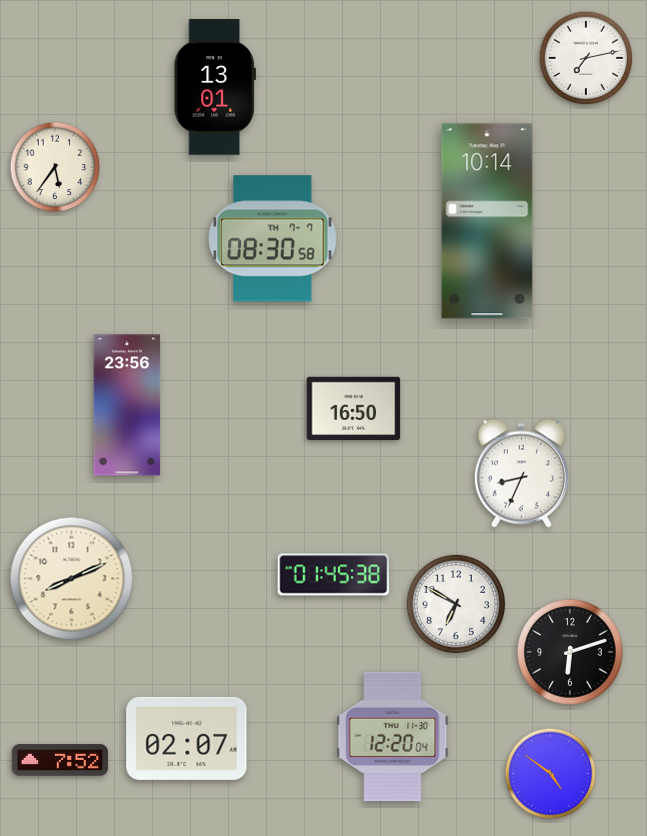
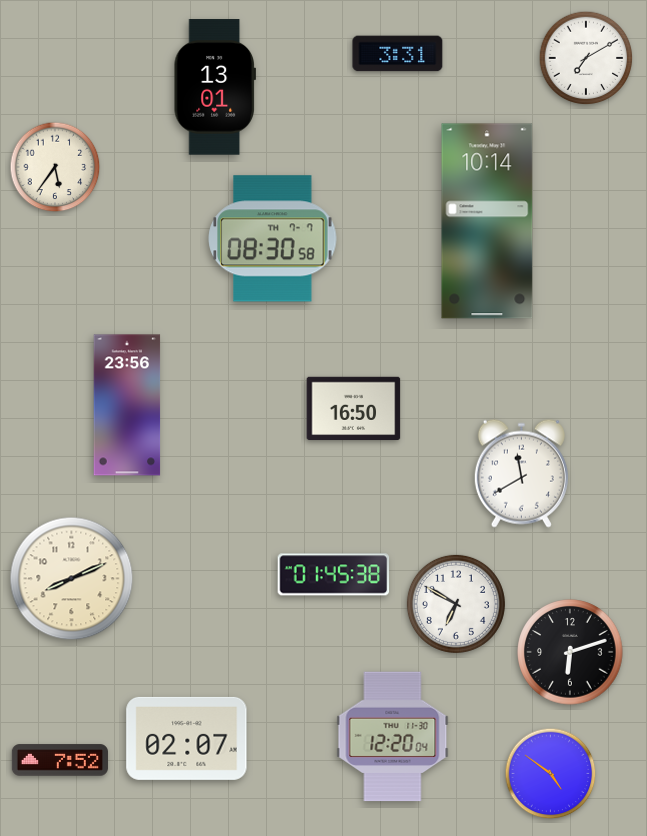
clock at (398, 54): none -> 3:31
clock at (586, 58): 7:13 -> 7:10
clock at (521, 473): 8:34 -> 11:40
